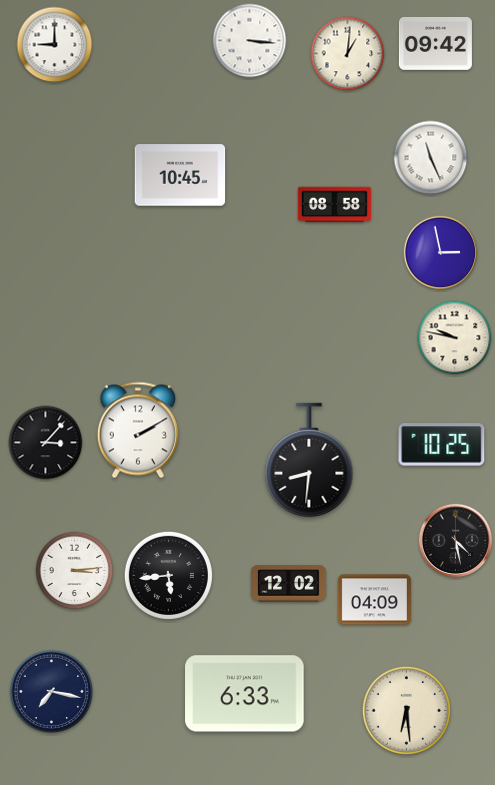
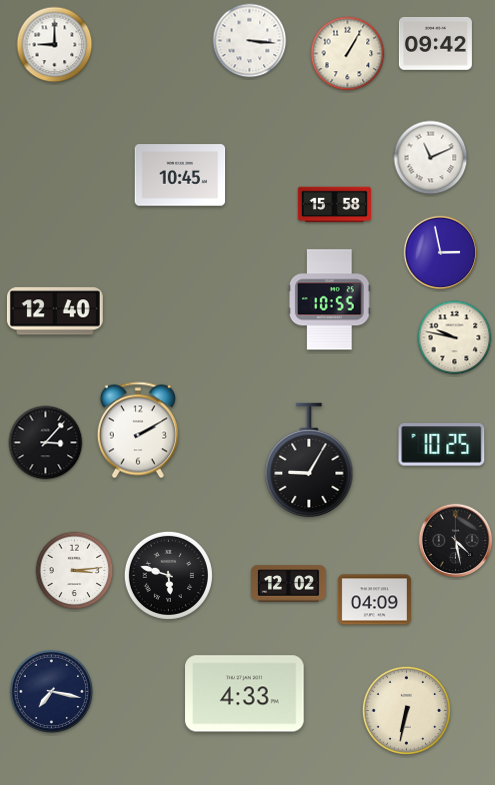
clock at (348, 54): 1:01 -> 1:05
clock at (431, 158): 11:26 -> 11:11
clock at (334, 205): 08:58 -> 15:58
clock at (329, 300): none -> 10:55
clock at (55, 311): none -> 12:40
clock at (309, 460): 8:31 -> 9:05
clock at (168, 575): 5:44 -> 5:48
clock at (245, 694): 6:33 -> 4:33
clock at (406, 710): 6:29 -> 6:32
